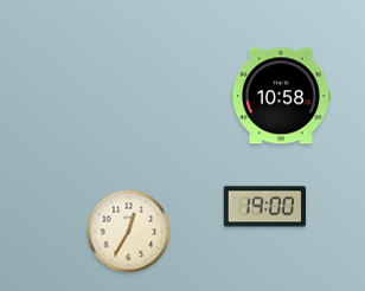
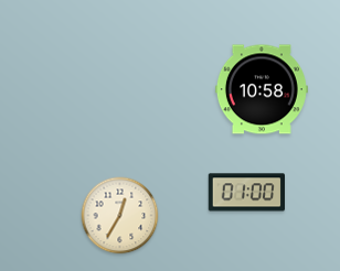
clock at (264, 207): 19:00 -> 01:00
